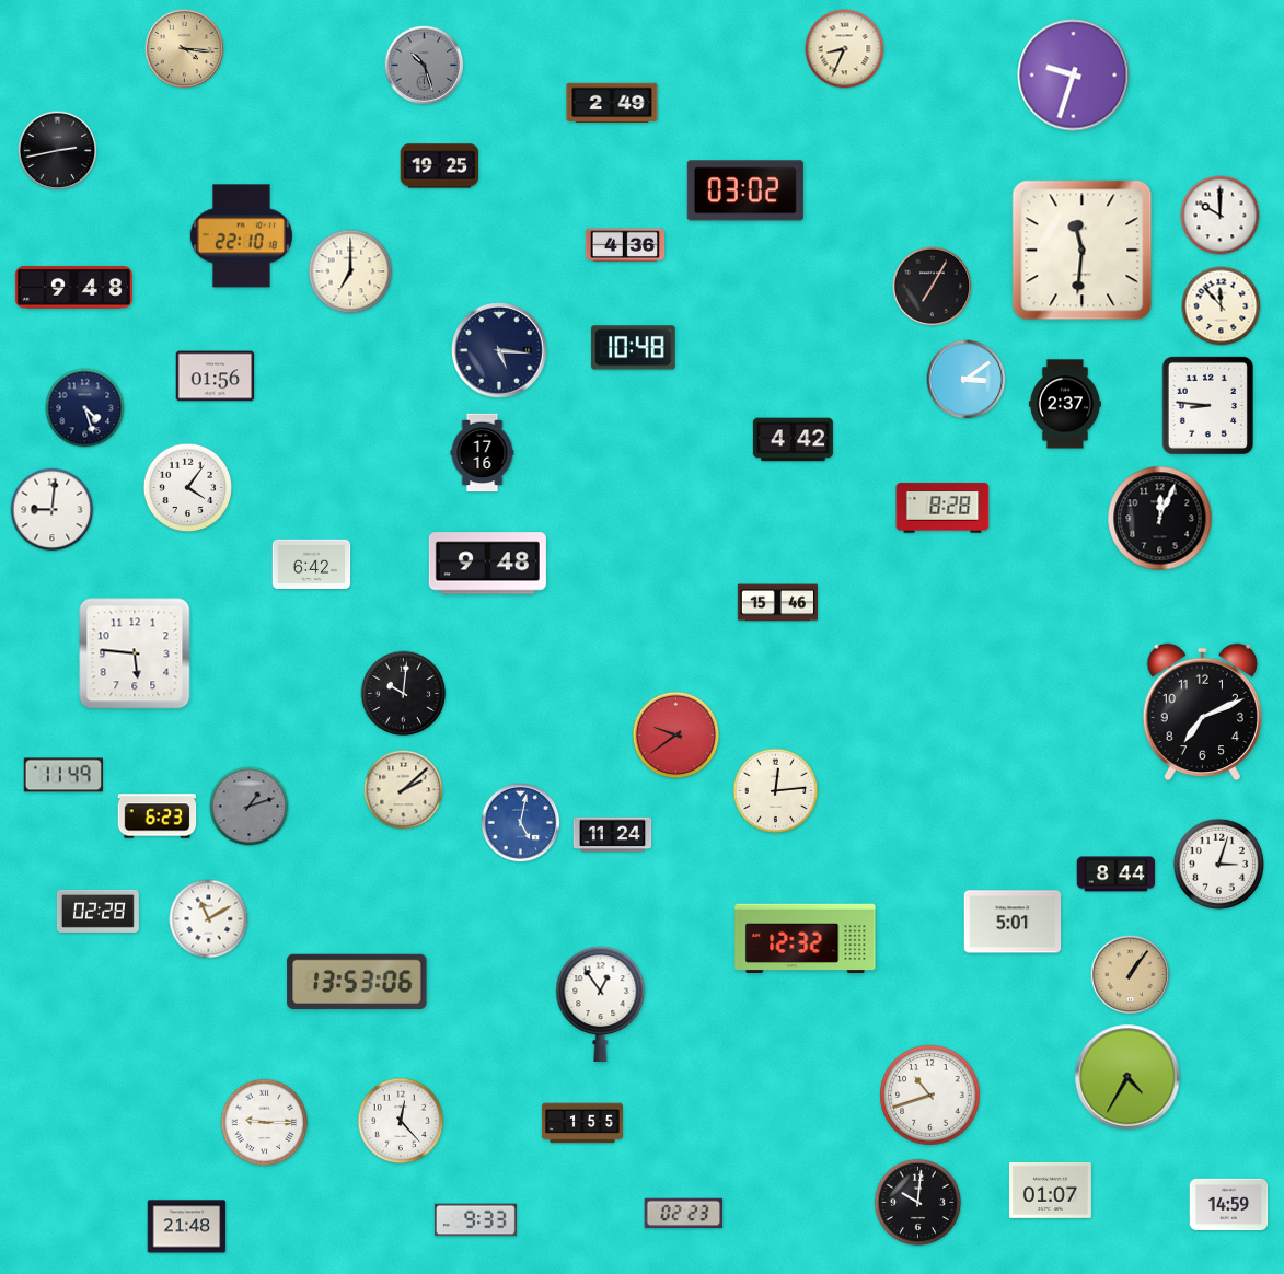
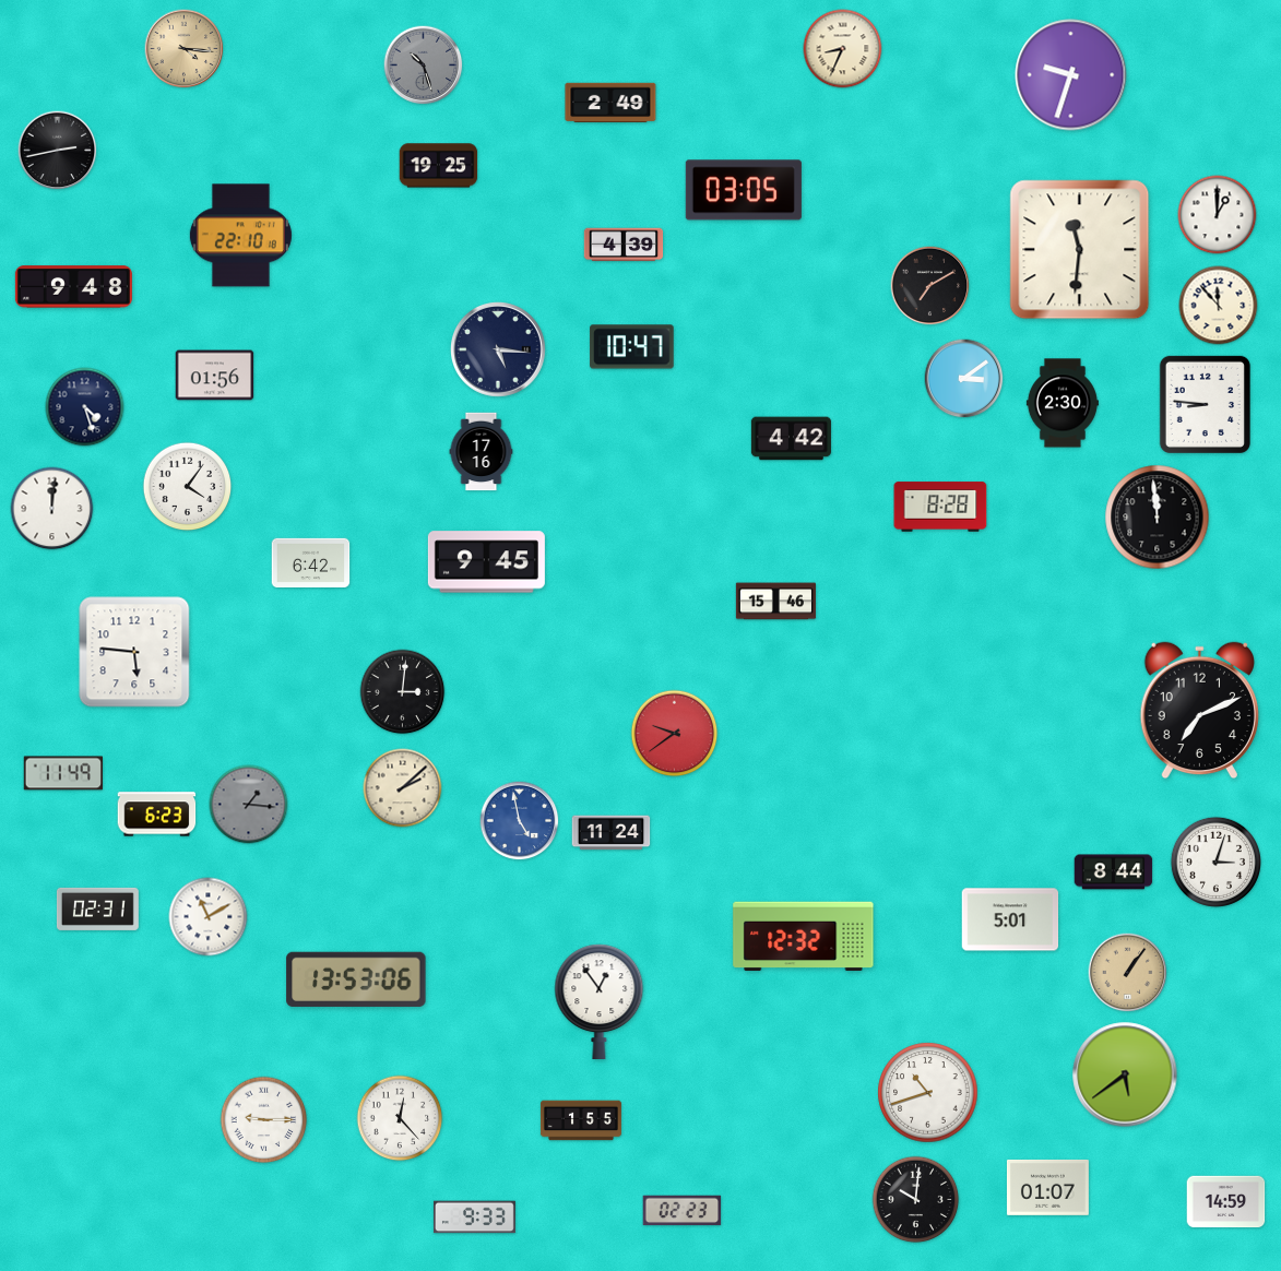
clock at (745, 190): 03:02 -> 03:05
clock at (1221, 216): 10:00 -> 1:00
clock at (625, 245): 4:36 -> 4:39
clock at (350, 271): 7:00 -> none
clock at (933, 287): 7:05 -> 7:10
clock at (634, 348): 10:48 -> 10:47
clock at (1065, 404): 2:37 -> 2:30
clock at (53, 510): 9:01 -> 12:01
clock at (1160, 519): 12:04 -> 11:59
clock at (487, 564): 9:48 -> 9:45
clock at (404, 694): 10:01 -> 3:01
clock at (776, 791): 12:14 -> none
clock at (250, 807): 1:12 -> 1:16
clock at (521, 823): 5:02 -> 4:58
clock at (97, 911): 02:28 -> 02:31
clock at (1127, 1077): 4:35 -> 5:39
clock at (187, 1227): 21:48 -> none
